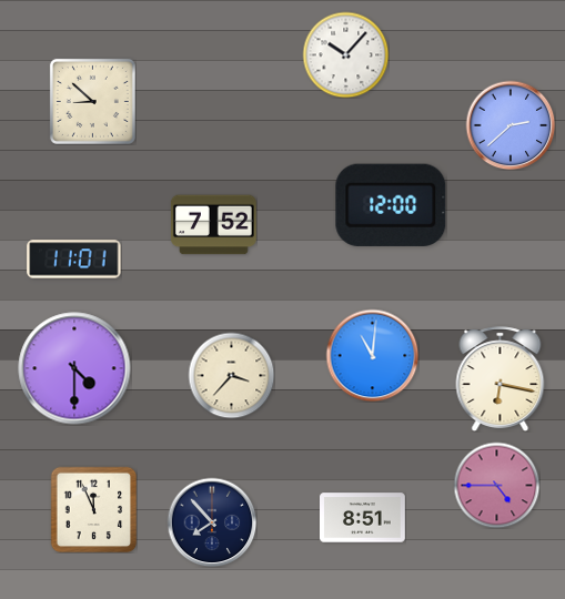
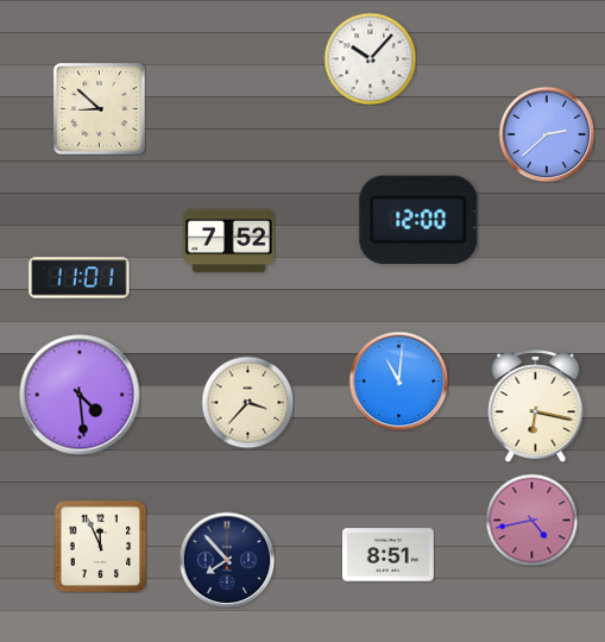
clock at (74, 368): 4:30 -> 4:29
clock at (496, 485): 4:45 -> 4:43
